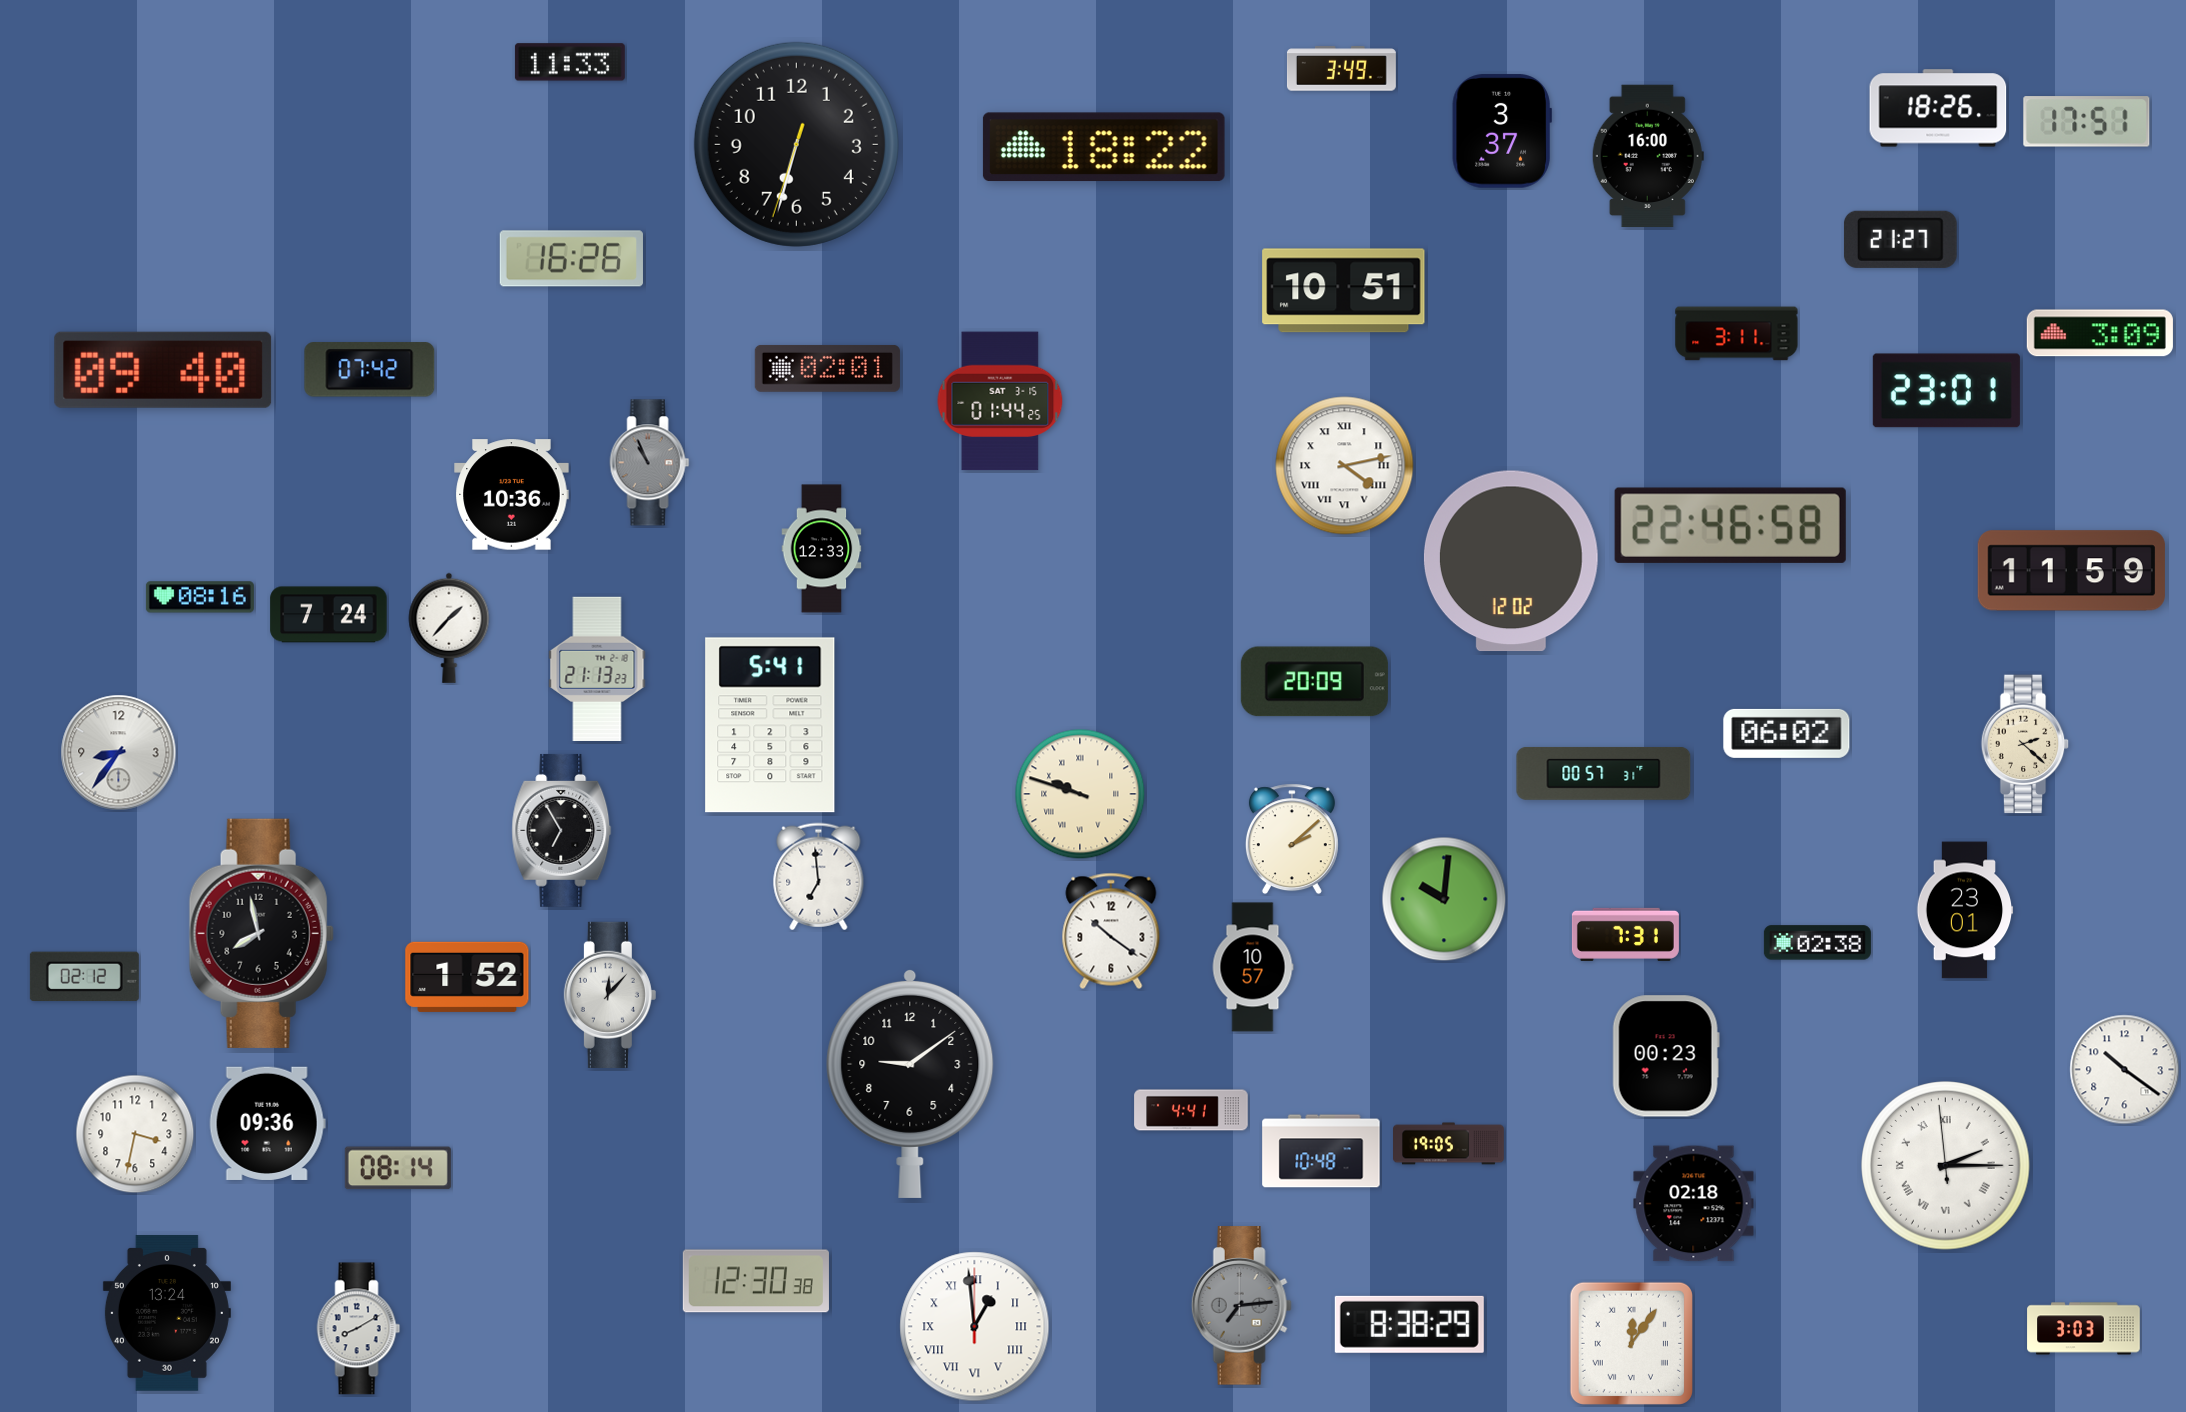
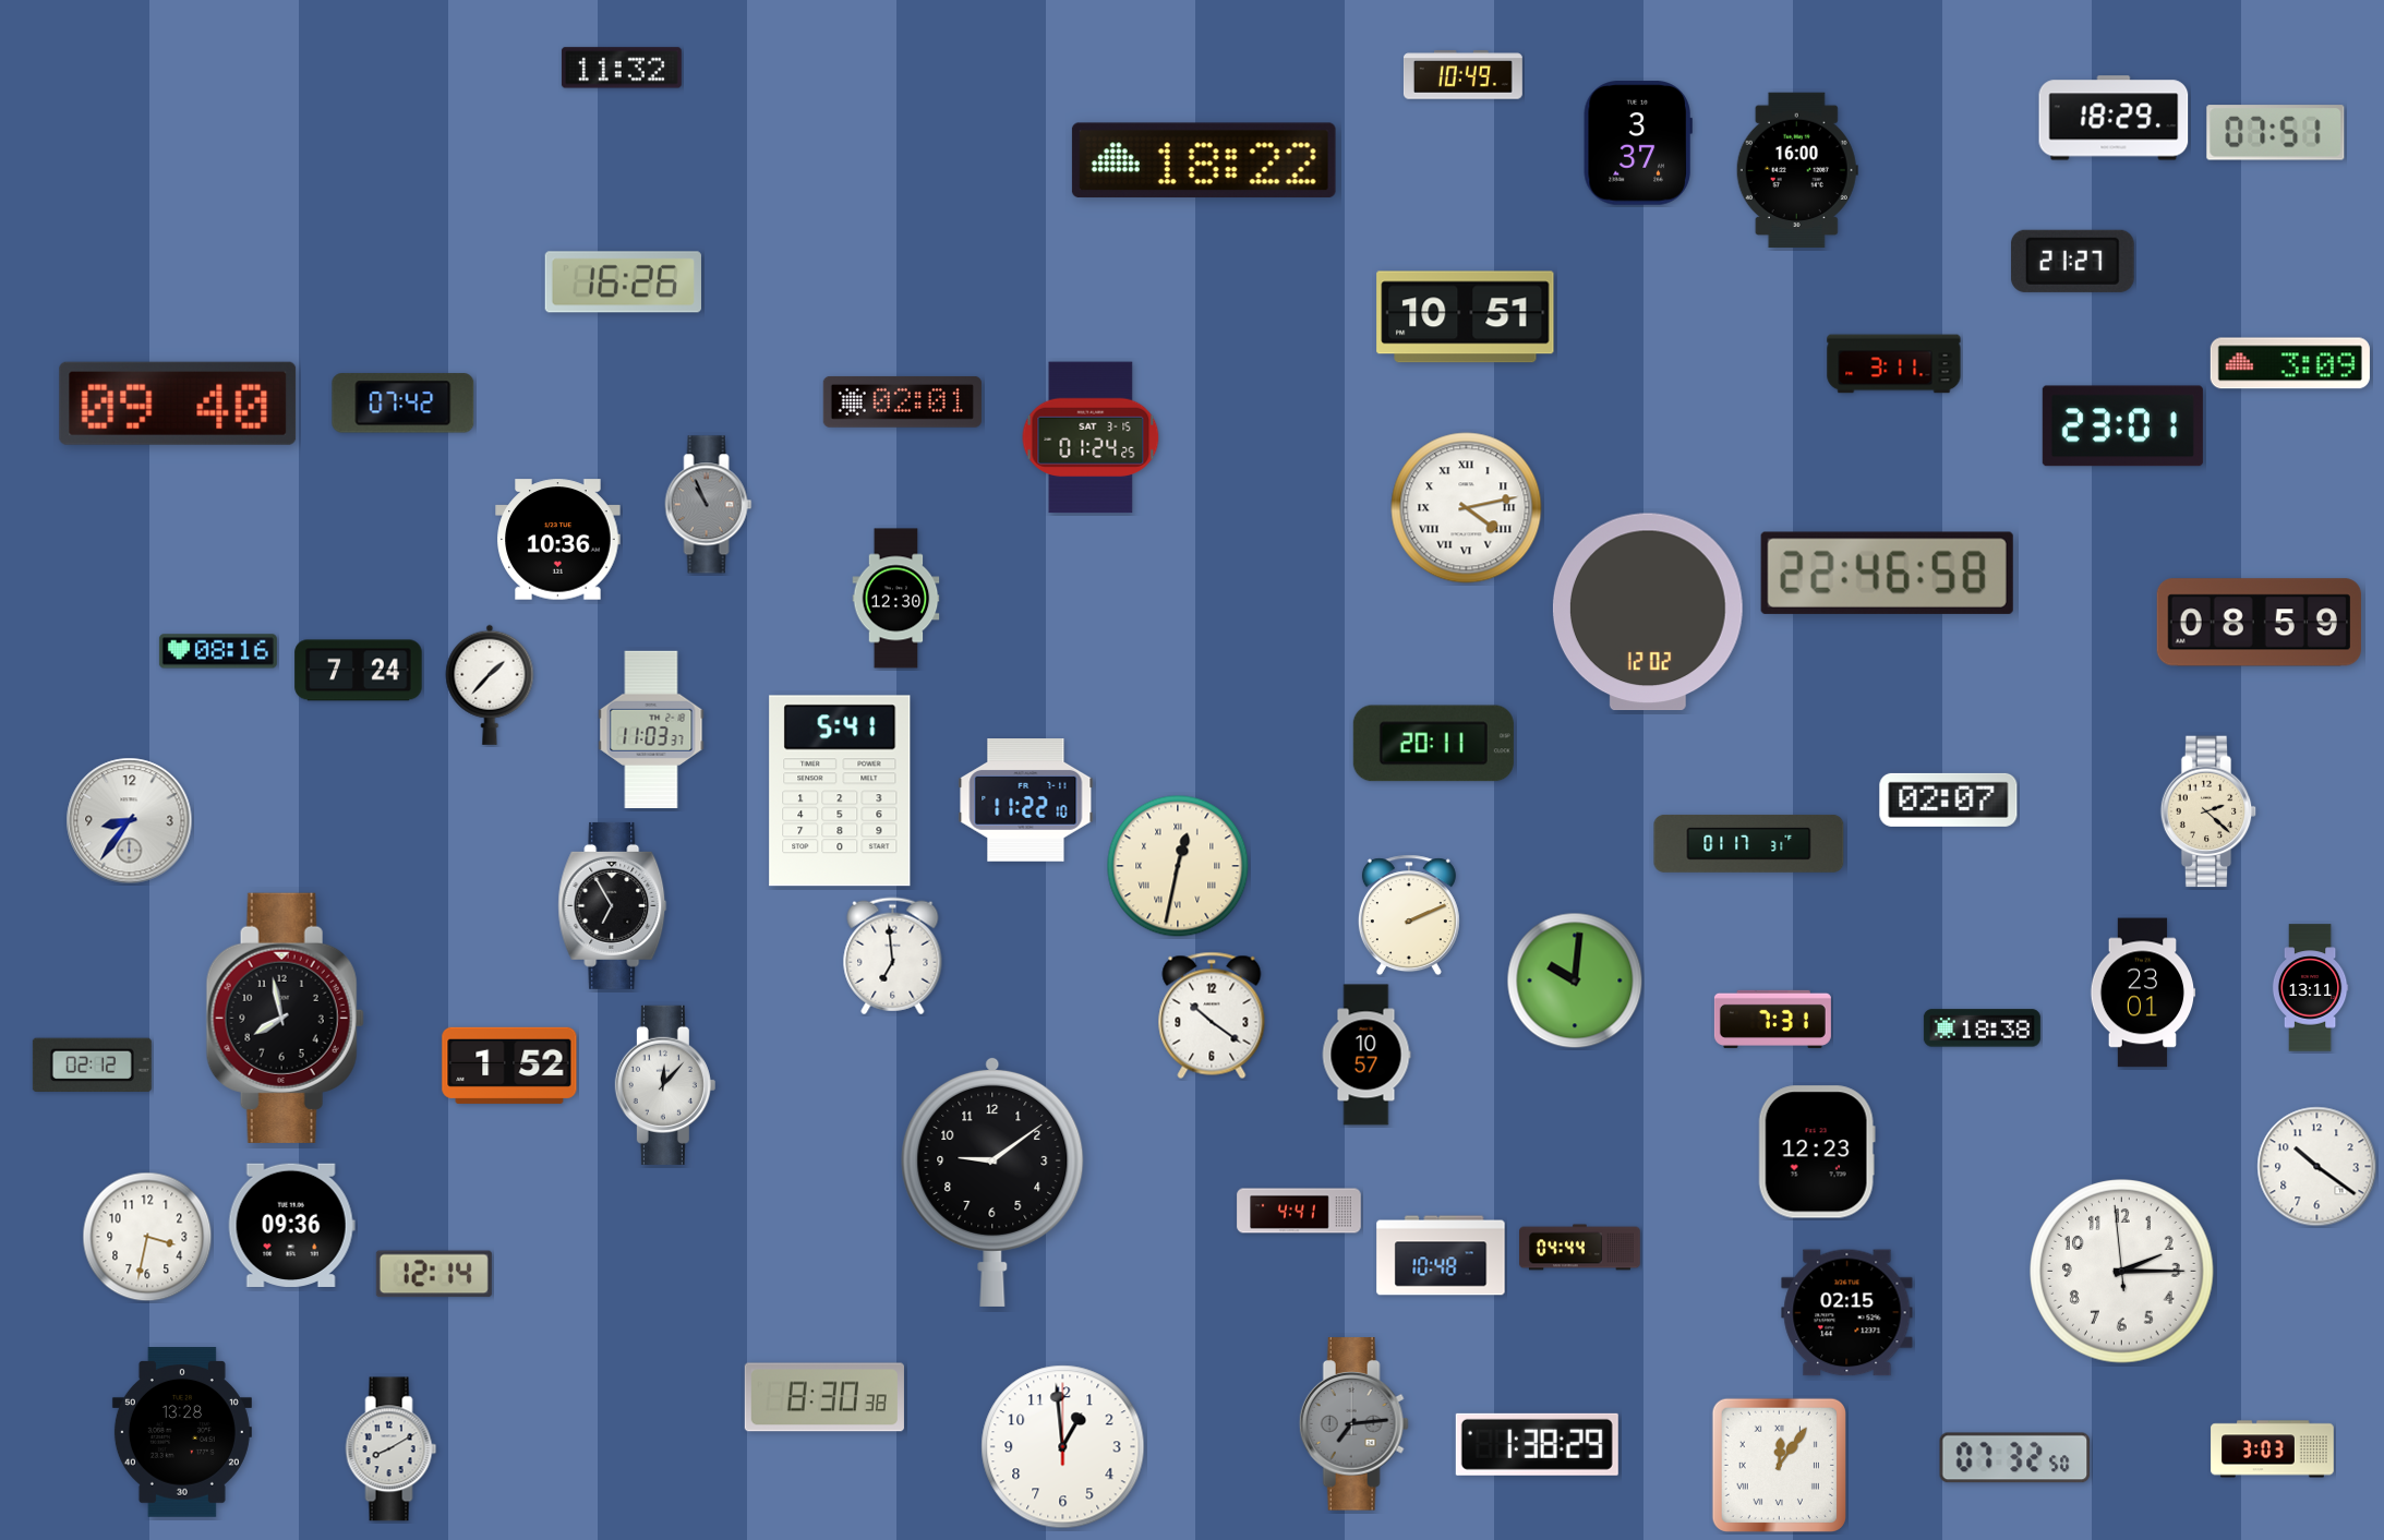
clock at (570, 62): 11:33 -> 11:32
clock at (1341, 69): 3:49 -> 10:49
clock at (1938, 108): 18:26 -> 18:29
clock at (2087, 122): 17:51 -> 07:51
clock at (796, 144): 6:32 -> none
clock at (1000, 401): 01:44 -> 01:24
clock at (822, 549): 12:33 -> 12:30
clock at (2071, 571): 11:59 -> 08:59
clock at (597, 668): 21:13 -> 11:03
clock at (1314, 682): 20:09 -> 20:11
clock at (1787, 733): 06:02 -> 02:07
clock at (1026, 801): none -> 11:22
clock at (1604, 773): 00:57 -> 01:17
clock at (1080, 794): 9:48 -> 12:32
clock at (1292, 839): 2:08 -> 2:11
clock at (2310, 988): none -> 13:11
clock at (1817, 943): 02:38 -> 18:38
clock at (1666, 1056): 00:23 -> 12:23
clock at (1449, 1144): 19:05 -> 04:44
clock at (1946, 1166) numerals: Roman -> Arabic
clock at (398, 1168): 08:14 -> 12:14
clock at (1694, 1204): 02:18 -> 02:15
clock at (756, 1281): 12:30 -> 8:30
clock at (167, 1313): 13:24 -> 13:28
clock at (1409, 1324): 8:38 -> 1:38
clock at (975, 1327) numerals: Roman -> Arabic
clock at (2015, 1458): none -> 07:32
